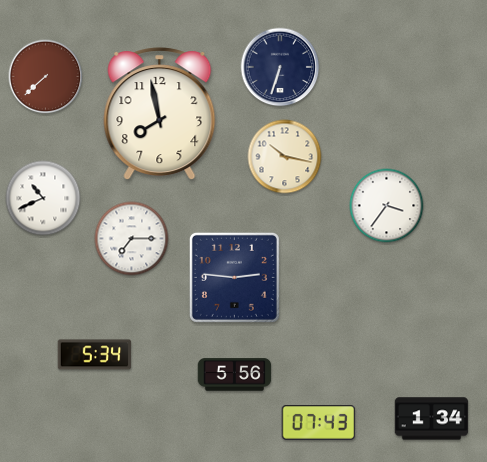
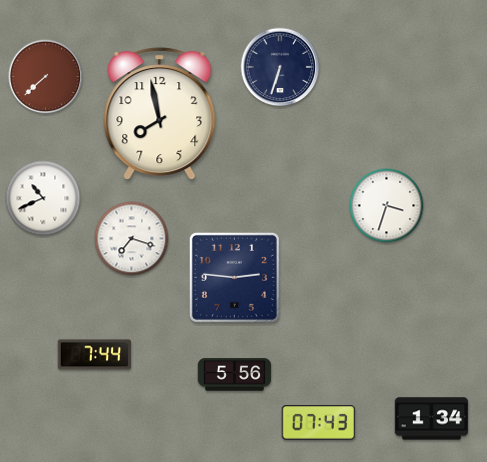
clock at (285, 157): 10:17 -> none
clock at (387, 206): 3:36 -> 3:33
clock at (132, 239): 7:15 -> 7:18
clock at (95, 355): 5:34 -> 7:44
